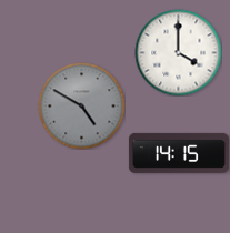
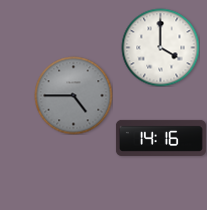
clock at (81, 105): 4:50 -> 4:45
clock at (179, 153): 14:15 -> 14:16
